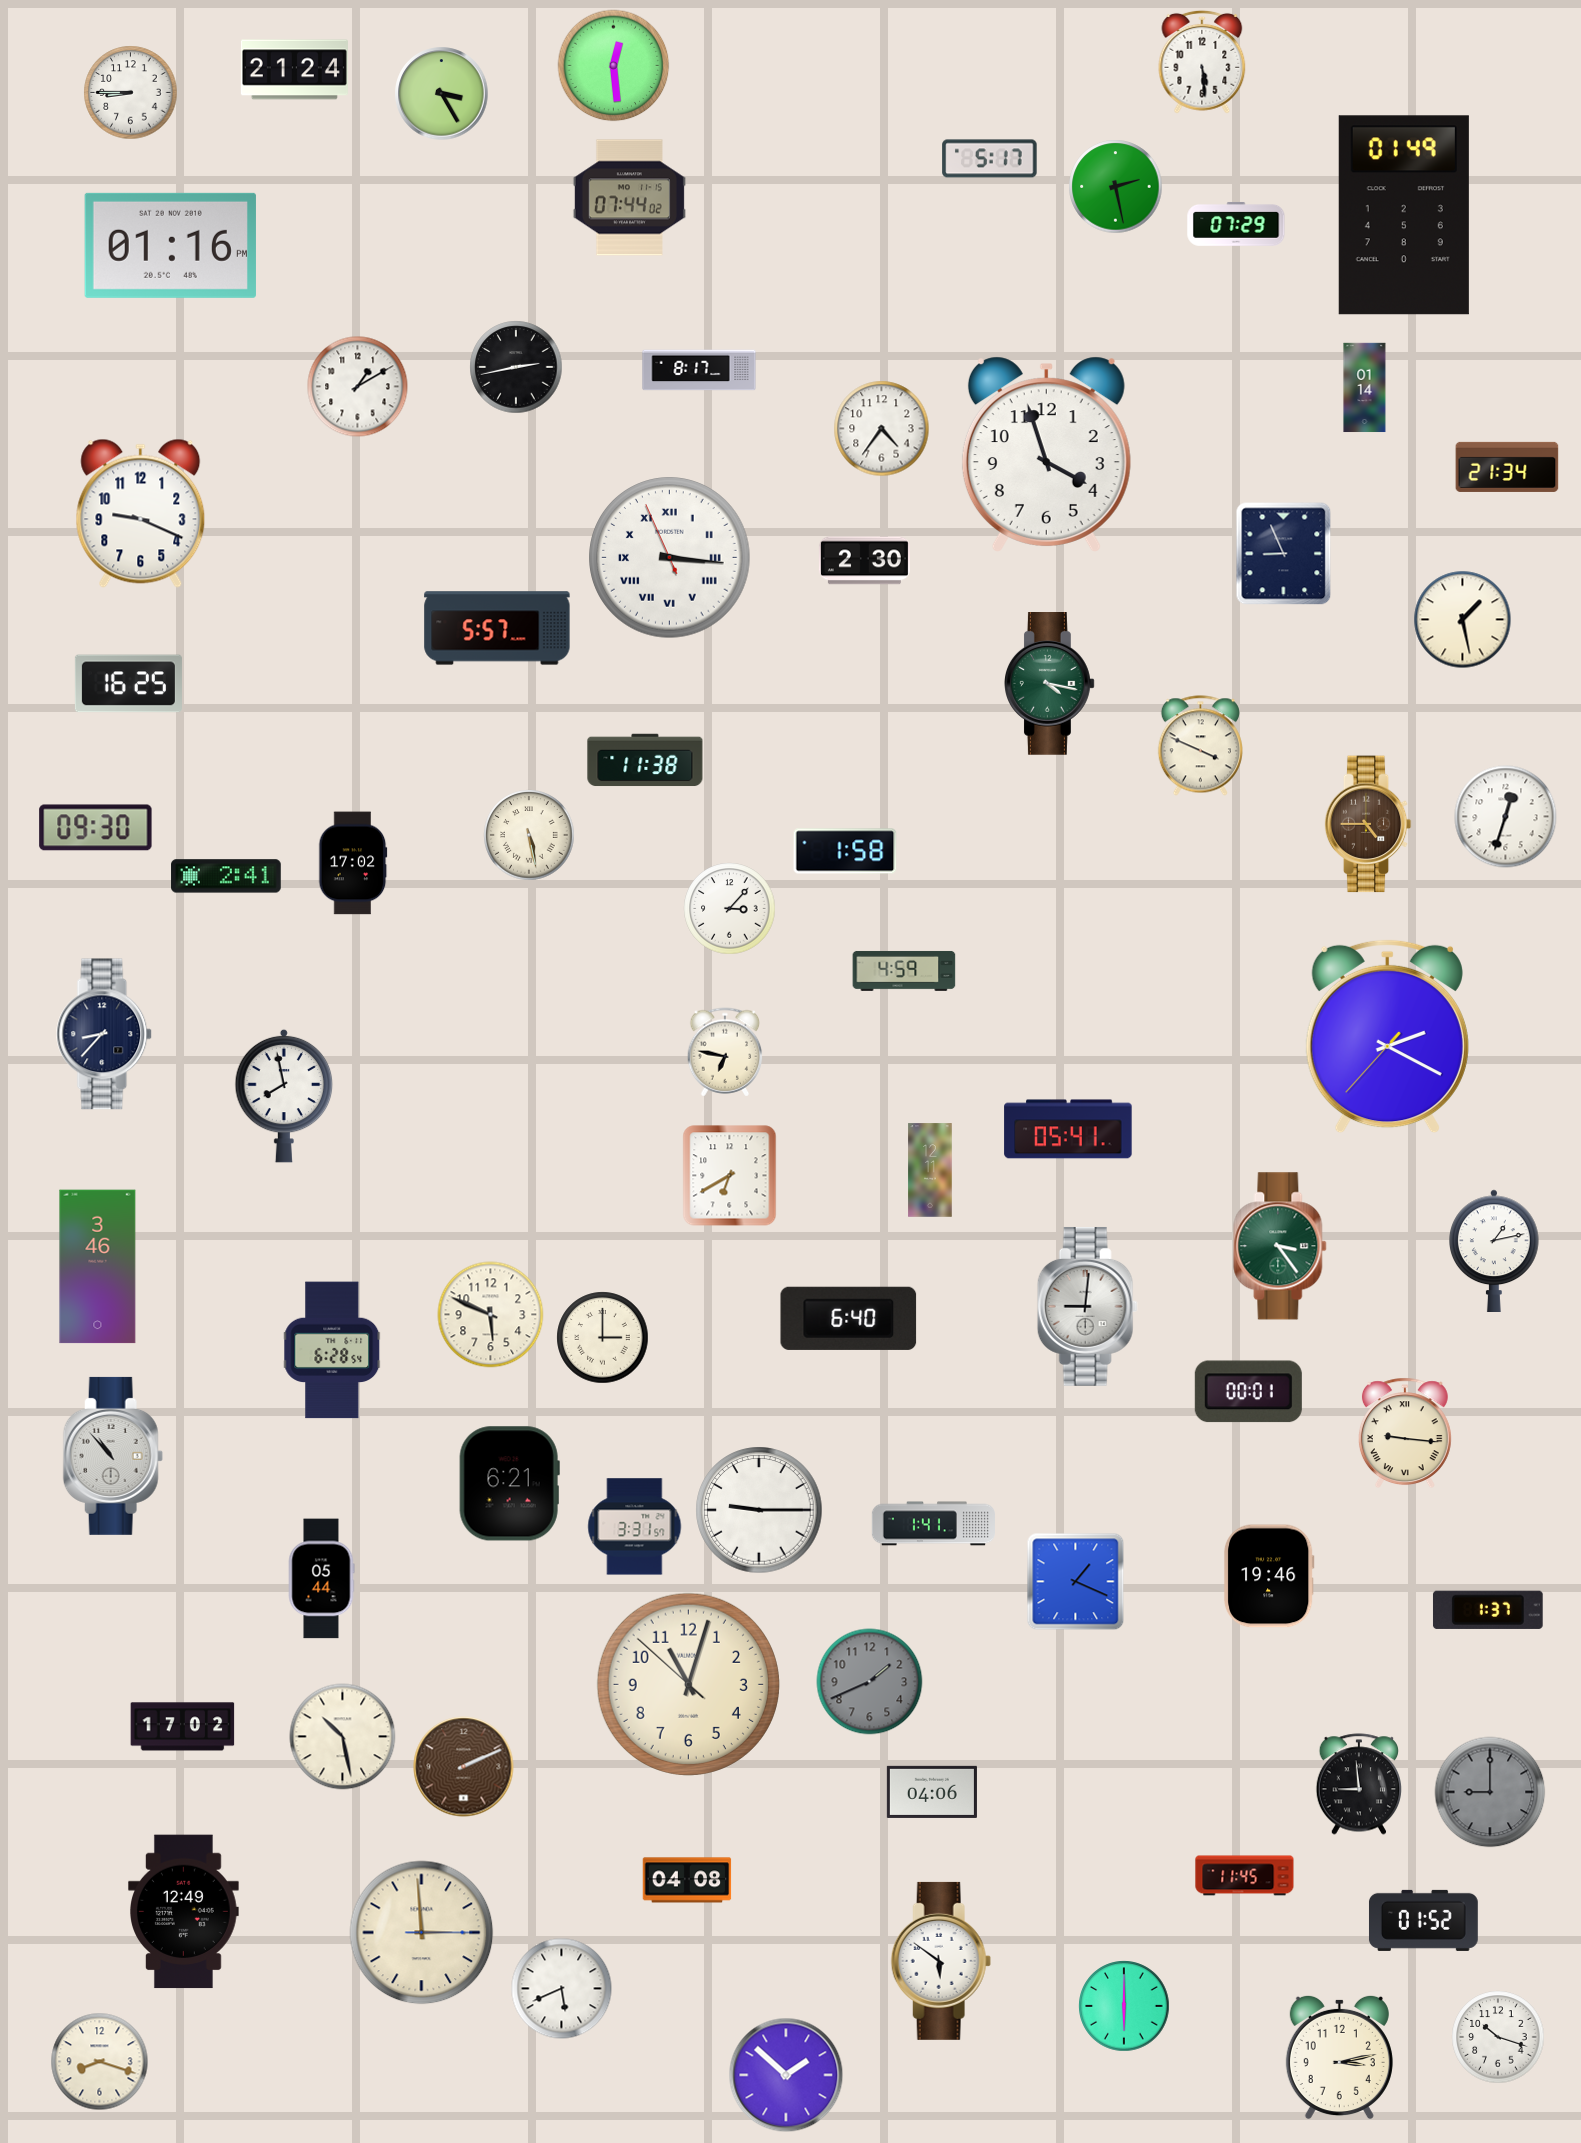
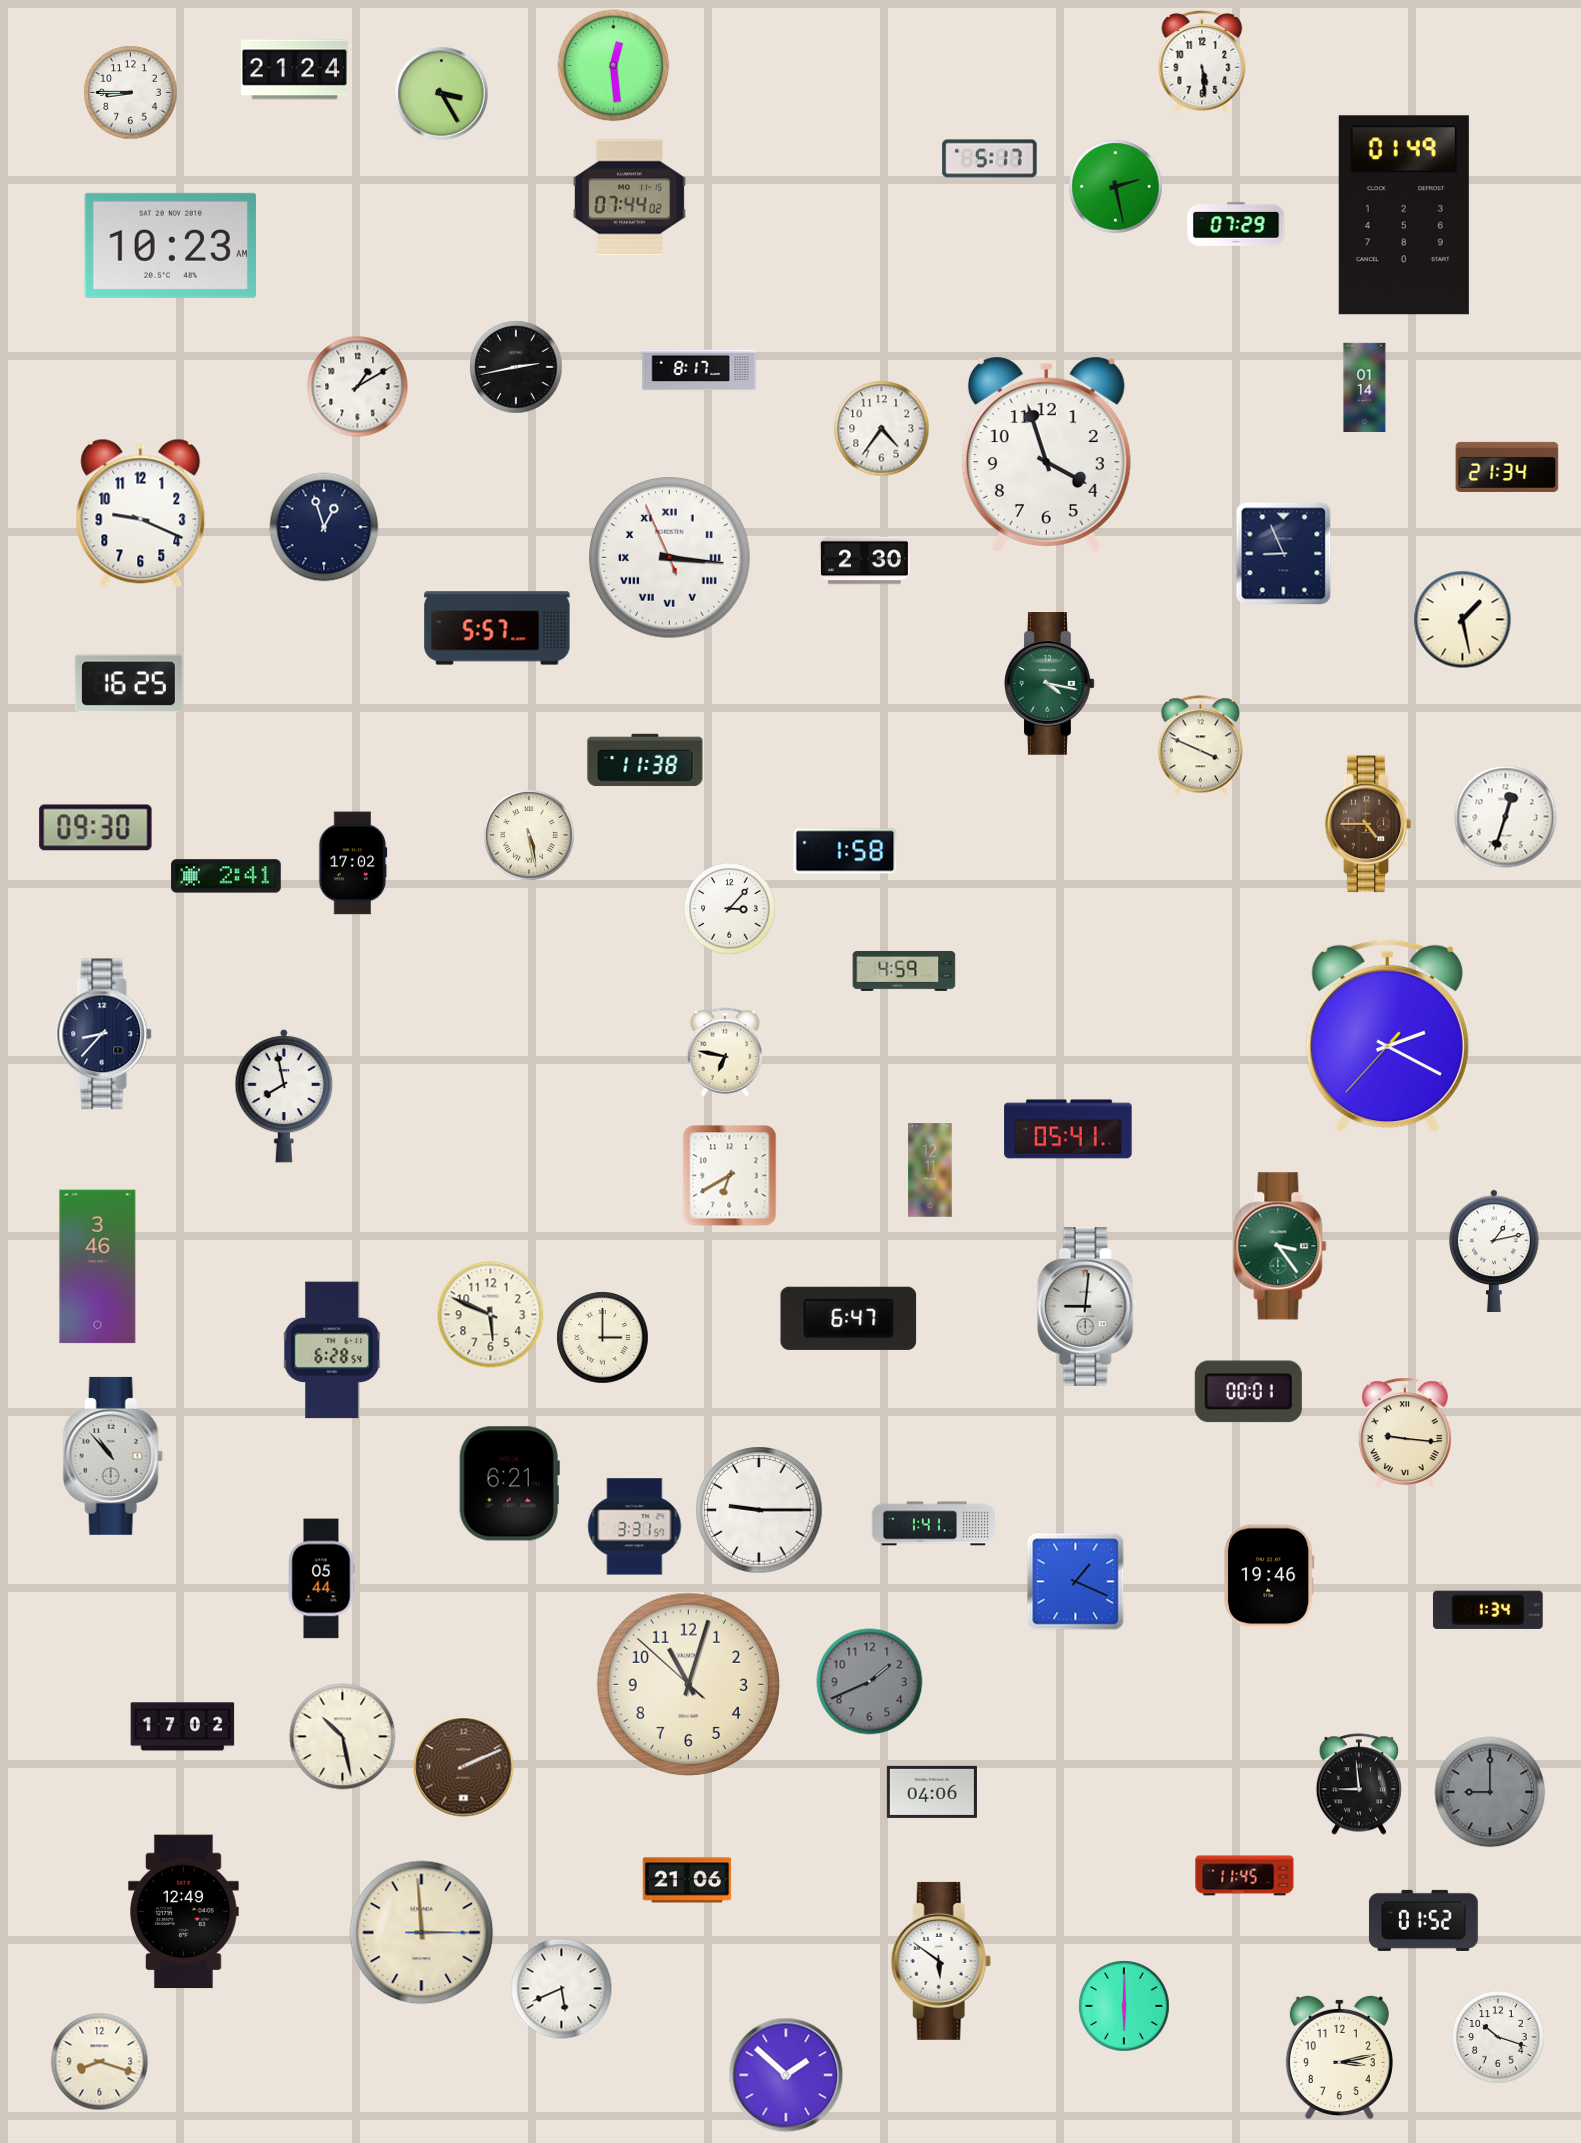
clock at (170, 245): 01:16 -> 10:23
clock at (324, 527): none -> 12:57
clock at (849, 1318): 6:40 -> 6:47
clock at (1488, 1610): 1:37 -> 1:34
clock at (687, 1880): 04:08 -> 21:06
